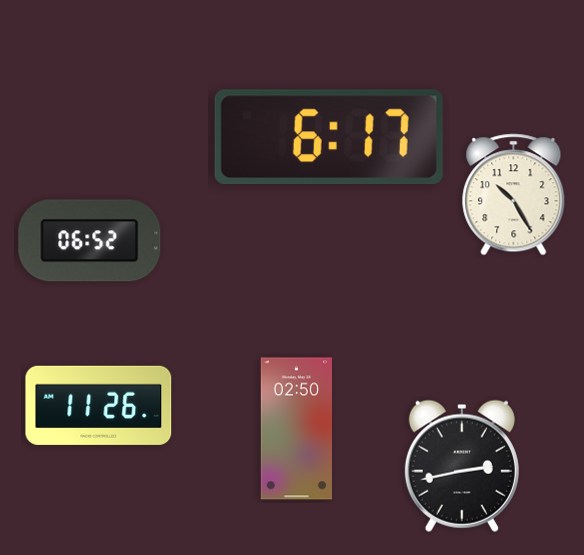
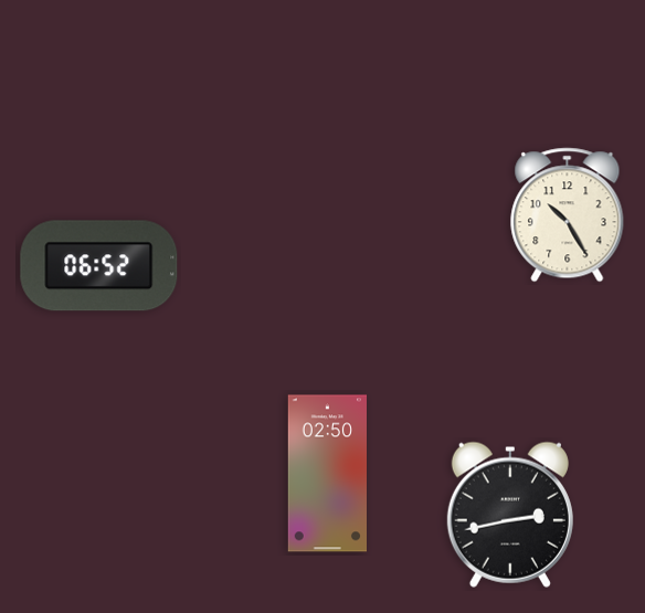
clock at (329, 137): 6:17 -> none
clock at (99, 405): 11:26 -> none
